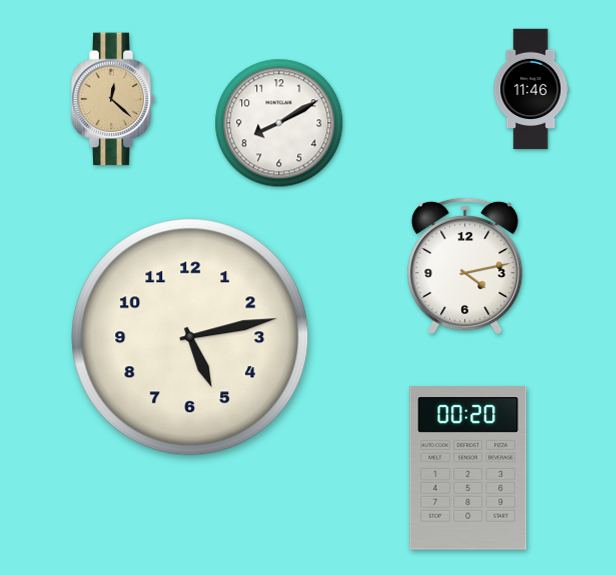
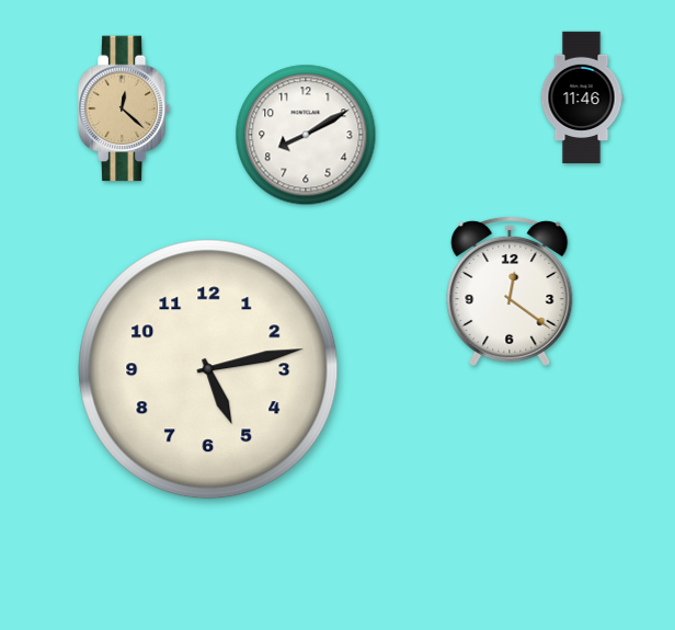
clock at (465, 265): 4:13 -> 12:21
clock at (468, 468): 00:20 -> none
